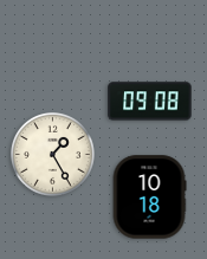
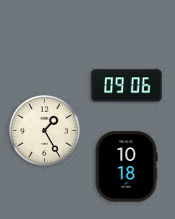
clock at (150, 102): 09:08 -> 09:06
